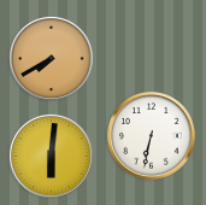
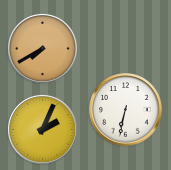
clock at (152, 136) position: (152, 136) -> (126, 110)
clock at (51, 156): 6:01 -> 2:04
